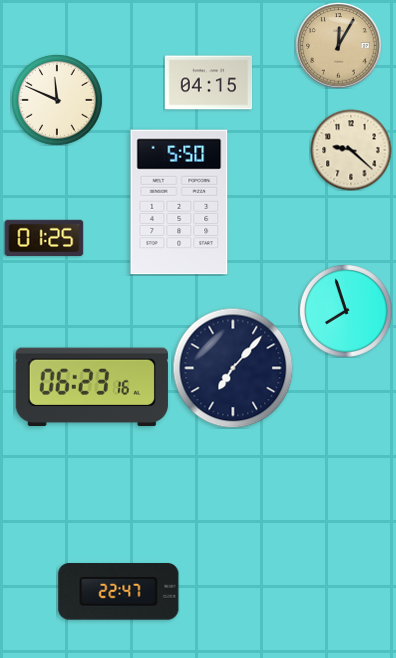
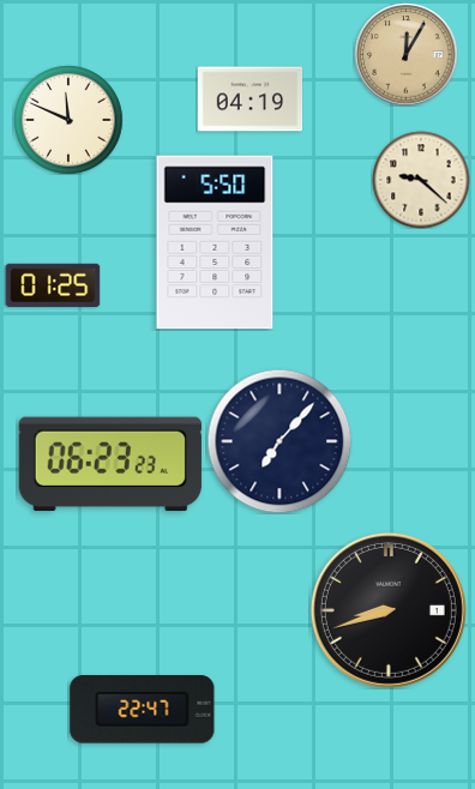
clock at (208, 83): 04:15 -> 04:19
clock at (346, 311): 7:57 -> none
clock at (92, 387): 06:23:16 -> 06:23:23
clock at (389, 610): none -> 8:42
